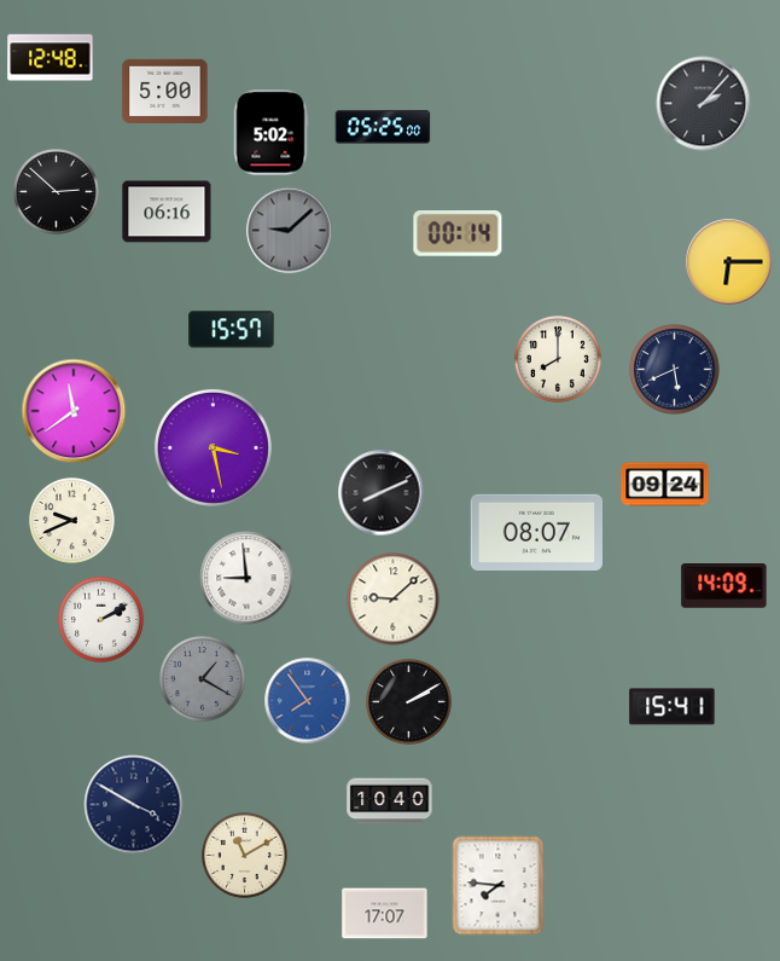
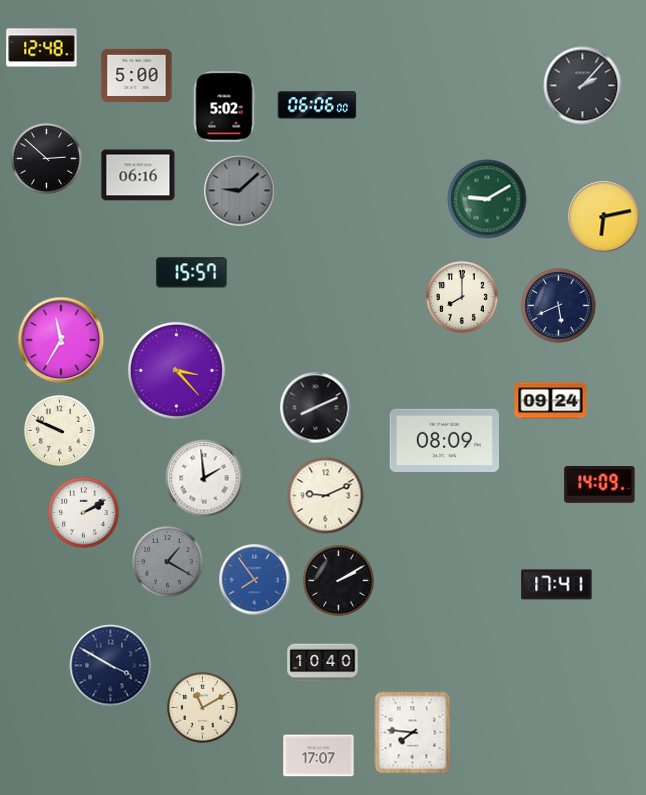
clock at (383, 127): 05:25 -> 06:06
clock at (270, 133) position: (270, 133) -> (224, 107)
clock at (458, 235): 00:14 -> none
clock at (487, 199): none -> 9:10
clock at (729, 262): 6:15 -> 6:13
clock at (74, 411): 11:39 -> 11:35
clock at (213, 447): 3:28 -> 3:23
clock at (72, 521): 9:41 -> 9:49
clock at (536, 532): 08:07 -> 08:09
clock at (246, 578): 8:59 -> 1:59
clock at (394, 600): 9:08 -> 9:11
clock at (673, 707): 15:41 -> 17:41
